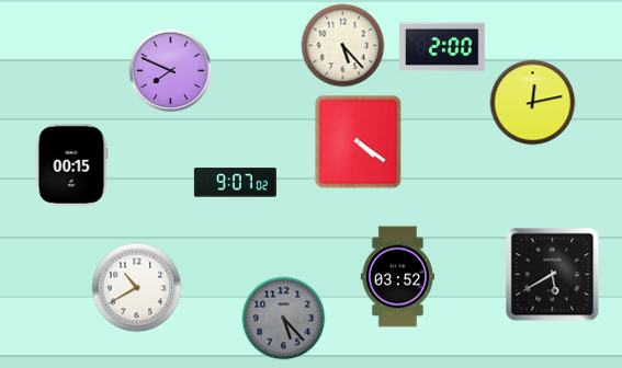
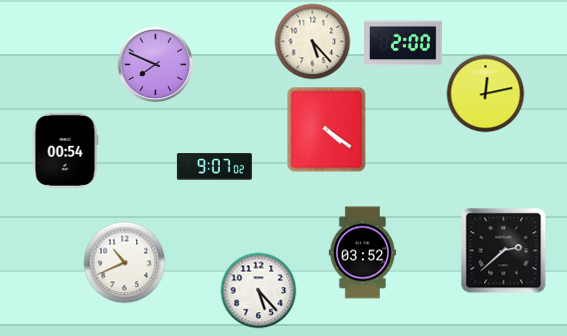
clock at (71, 164): 00:15 -> 00:54
clock at (553, 275): 5:40 -> 2:38
clock at (137, 288): 10:40 -> 10:41
clock at (284, 319) dial: grey -> white
